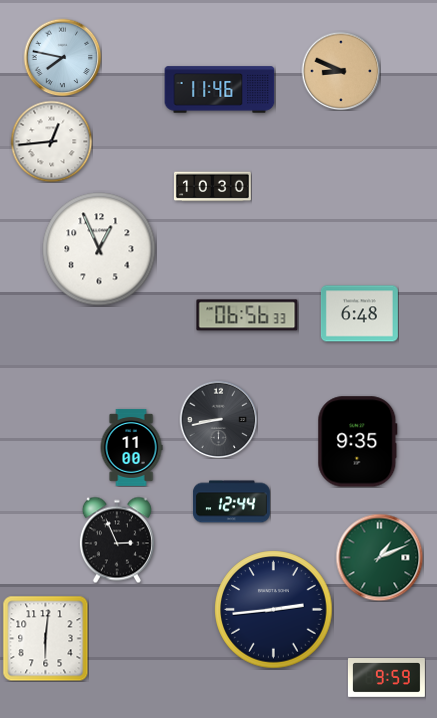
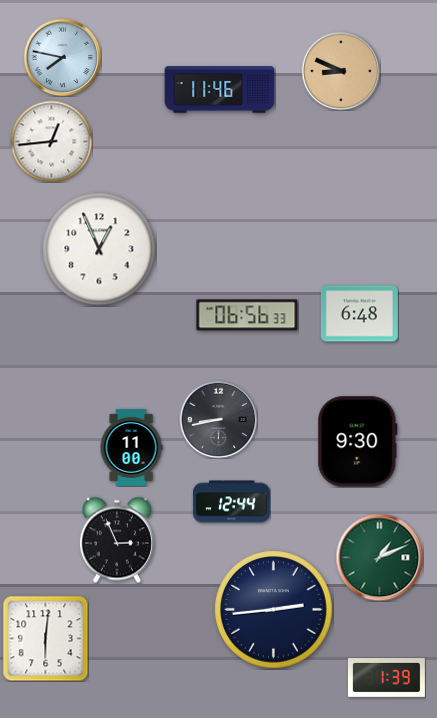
clock at (212, 187): 10:30 -> none
clock at (358, 442): 9:35 -> 9:30
clock at (386, 678): 9:59 -> 1:39
